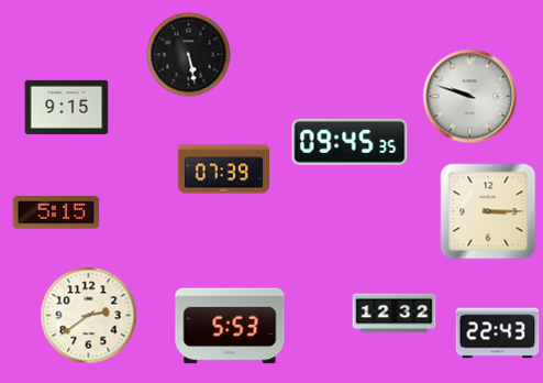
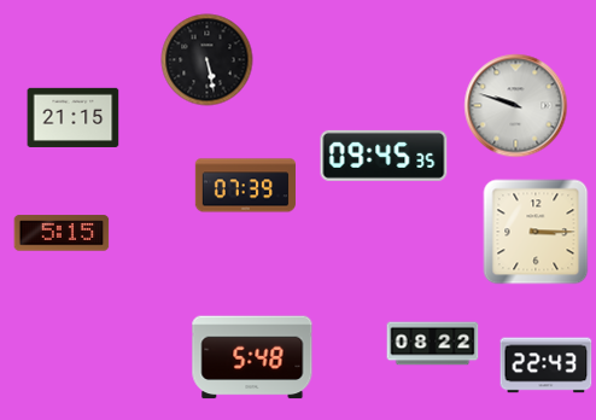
clock at (67, 107): 9:15 -> 21:15
clock at (395, 314): 12:32 -> 08:22
clock at (89, 316): 2:39 -> none
clock at (230, 326): 5:53 -> 5:48
